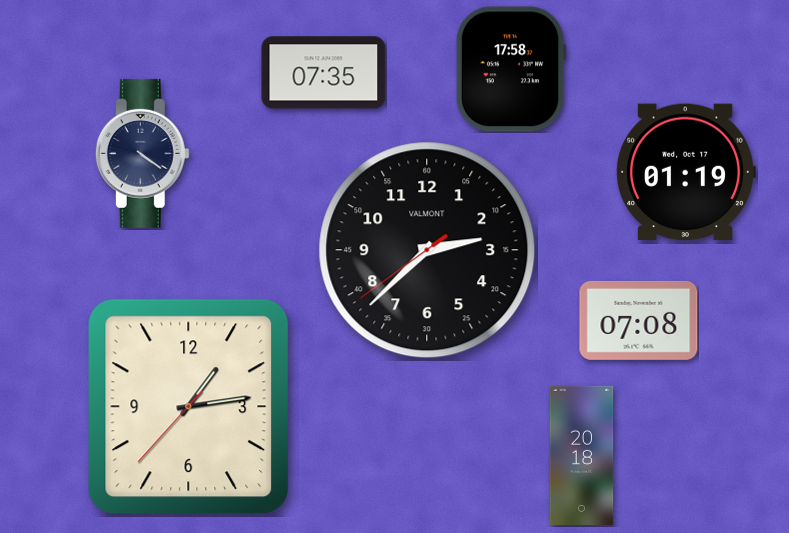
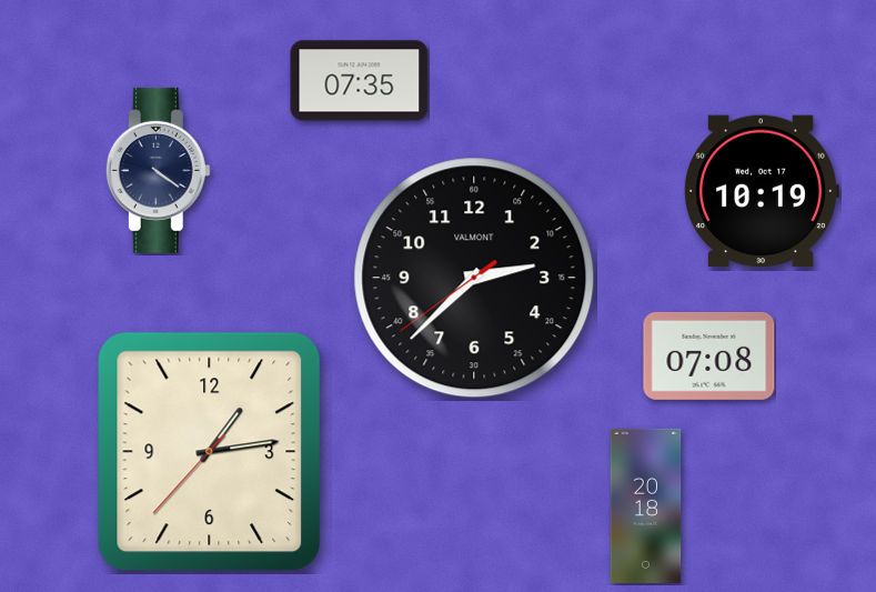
clock at (511, 69): 17:58 -> none
clock at (686, 172): 01:19 -> 10:19
